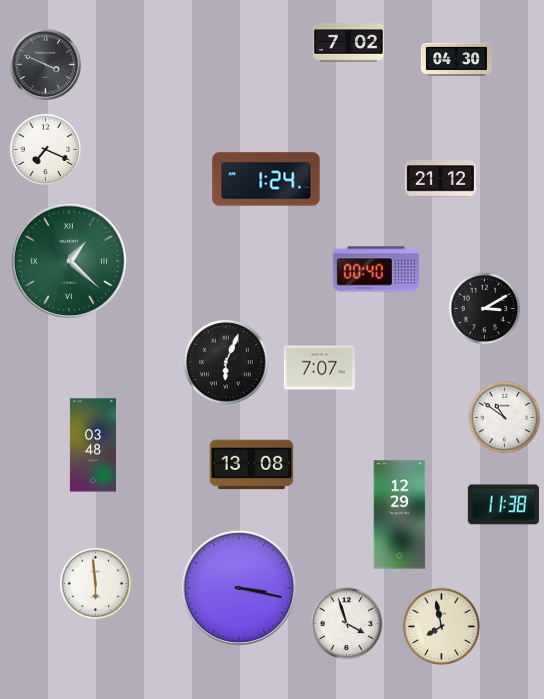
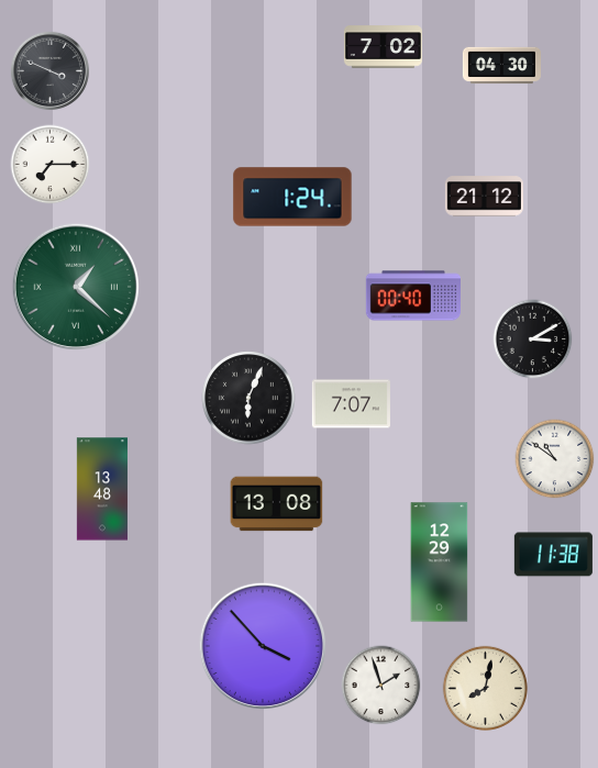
clock at (46, 150): 7:19 -> 7:15
clock at (93, 445): 03:48 -> 13:48
clock at (252, 465) position: (252, 465) -> (277, 504)
clock at (400, 515) position: (400, 515) -> (440, 563)
clock at (96, 584): 5:59 -> none
clock at (238, 587): 3:17 -> 3:53
clock at (347, 624): 3:57 -> 1:57
clock at (441, 626): 7:58 -> 8:02
